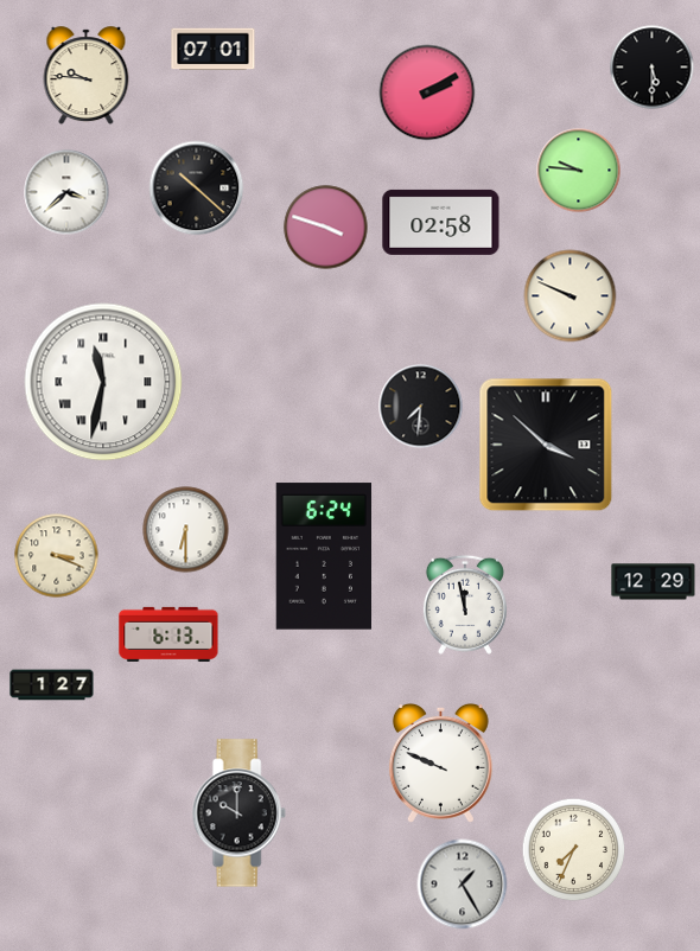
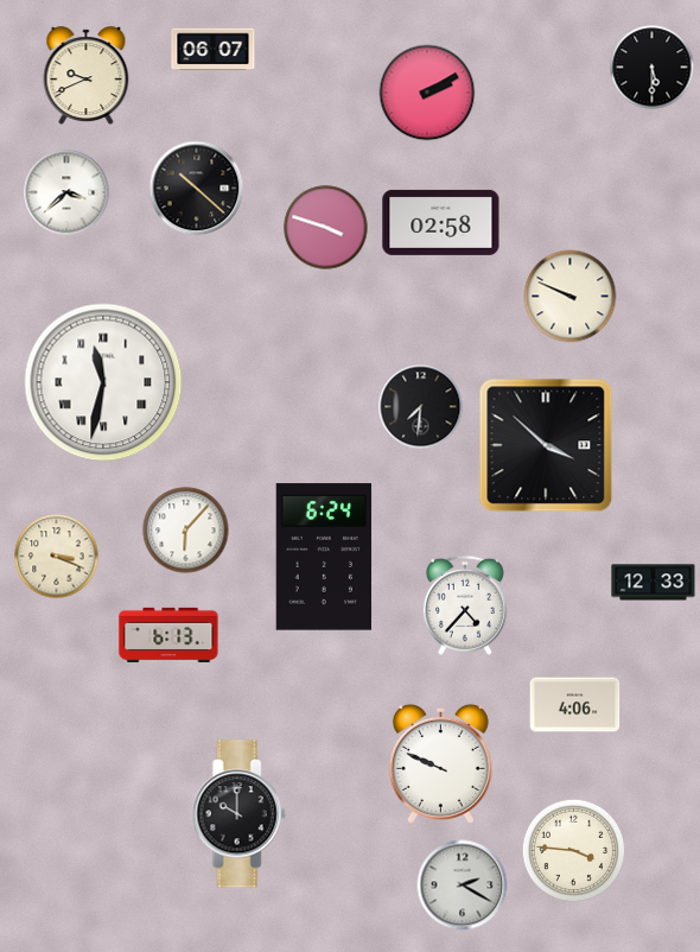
clock at (214, 50): 07:01 -> 06:07
clock at (87, 76): 9:46 -> 9:41
clock at (579, 171): 9:46 -> none
clock at (186, 530): 6:30 -> 6:07
clock at (654, 582): 12:29 -> 12:33
clock at (465, 605): 11:58 -> 4:37
clock at (52, 685): 1:27 -> none
clock at (575, 705): none -> 4:06
clock at (574, 850): 7:34 -> 3:46
clock at (463, 885): 1:25 -> 2:20
